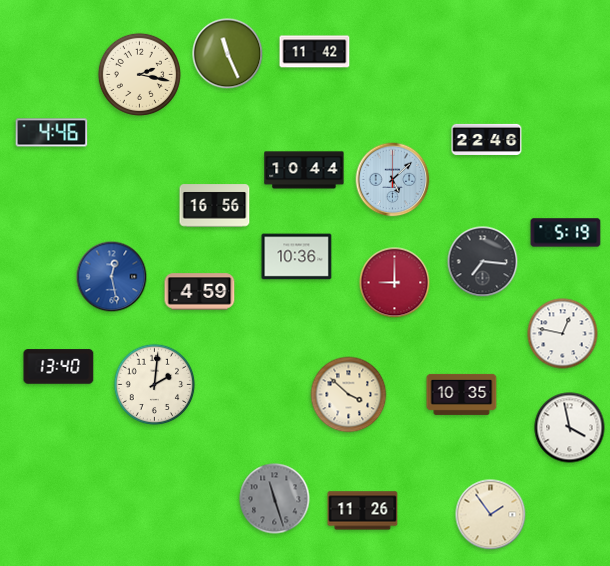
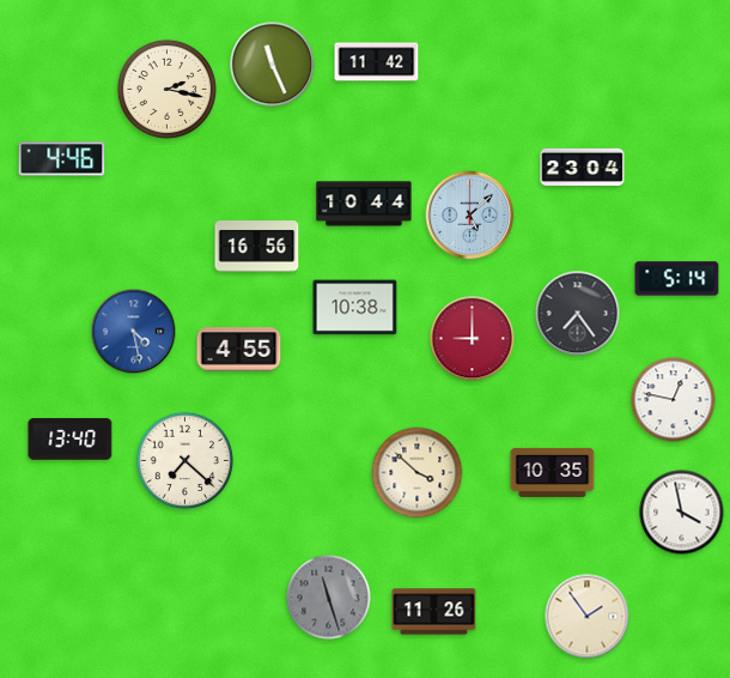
clock at (487, 139): 22:46 -> 23:04
clock at (566, 233): 5:19 -> 5:14
clock at (297, 257): 10:36 -> 10:38
clock at (483, 262): 7:16 -> 7:24
clock at (112, 277): 12:28 -> 4:28
clock at (200, 292): 4:59 -> 4:55
clock at (155, 385): 2:01 -> 7:22
